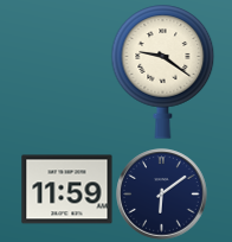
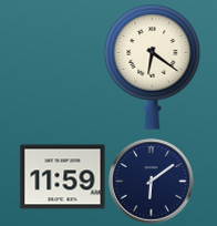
clock at (163, 72): 9:21 -> 6:21
